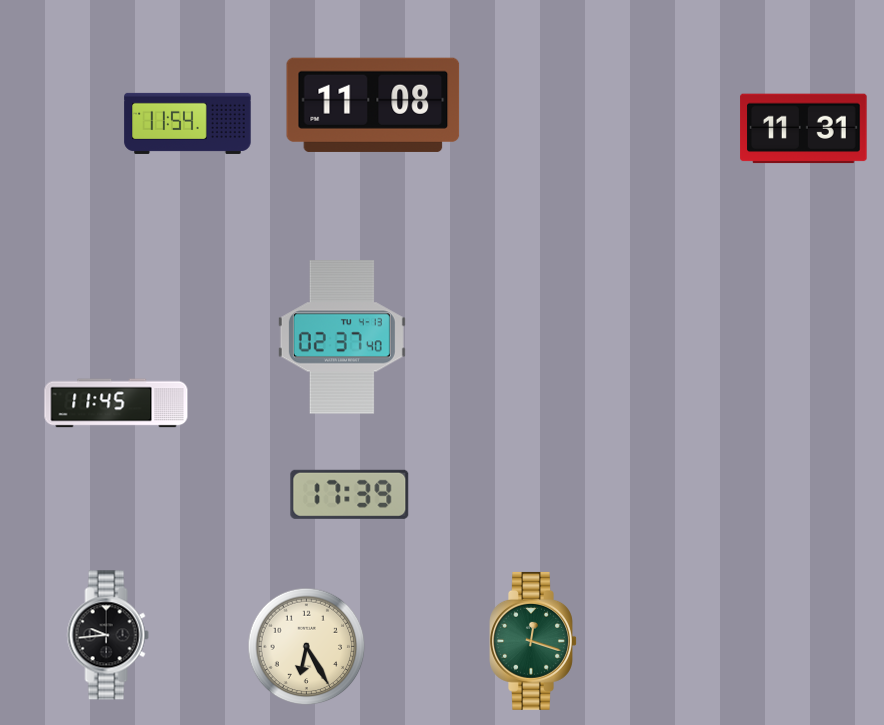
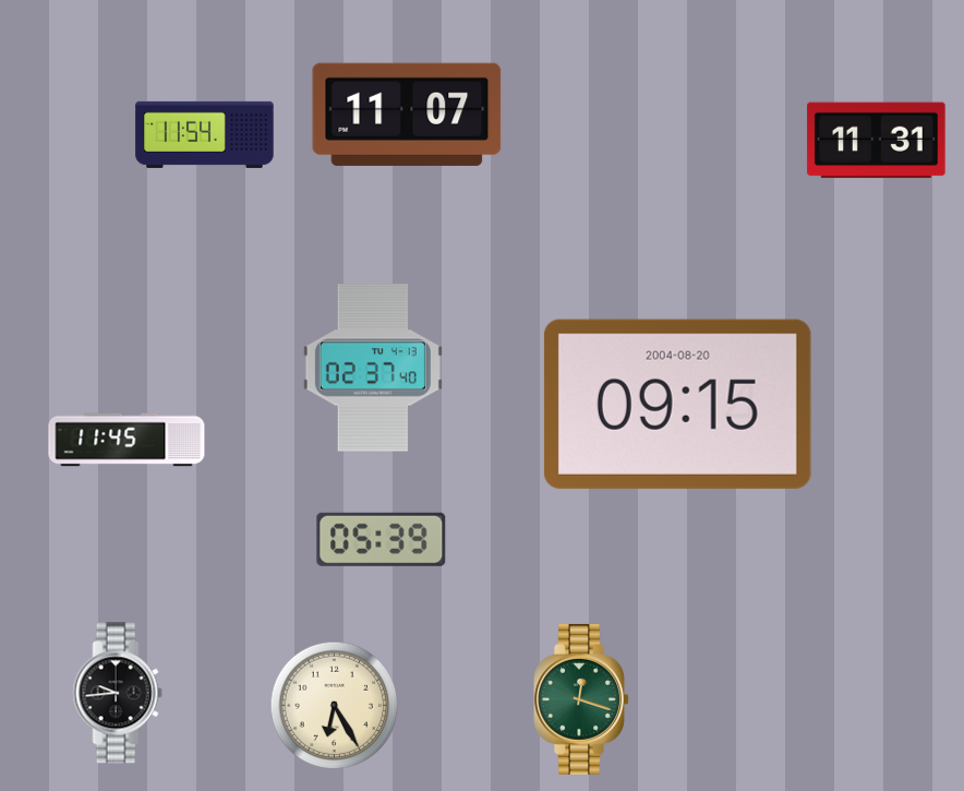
clock at (373, 105): 11:08 -> 11:07
clock at (677, 404): none -> 09:15
clock at (350, 494): 17:39 -> 05:39
